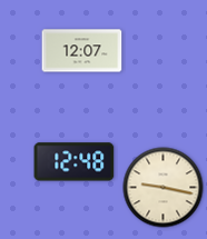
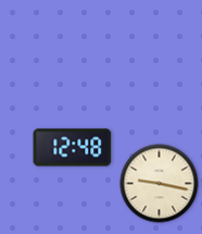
clock at (82, 51): 12:07 -> none
clock at (75, 162) position: (75, 162) -> (73, 148)
